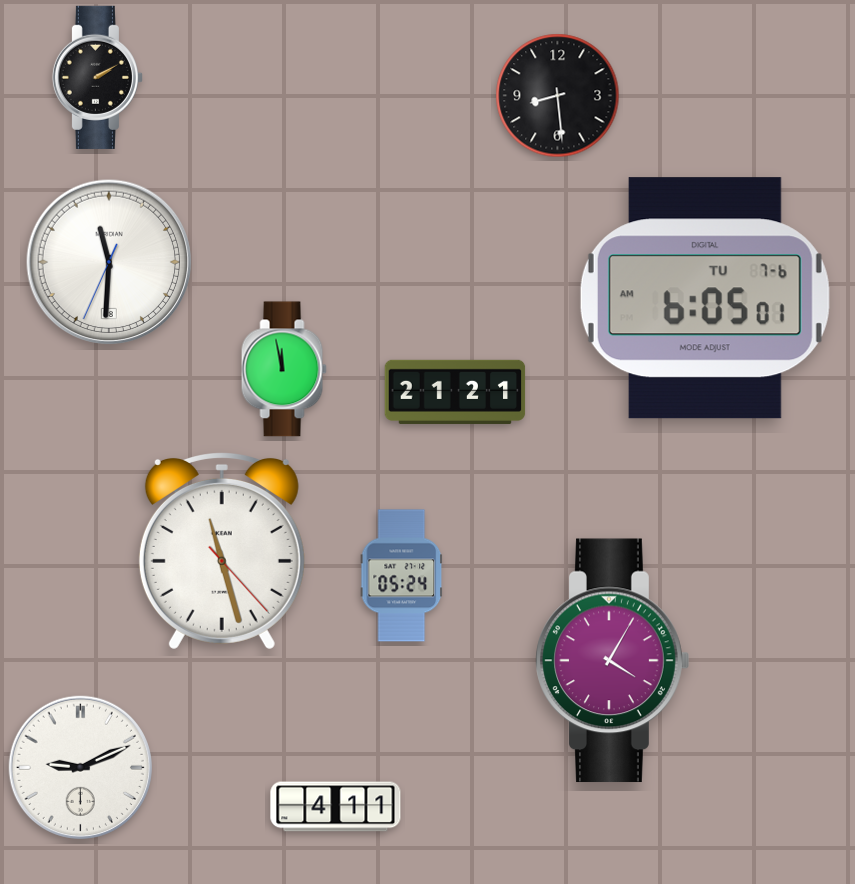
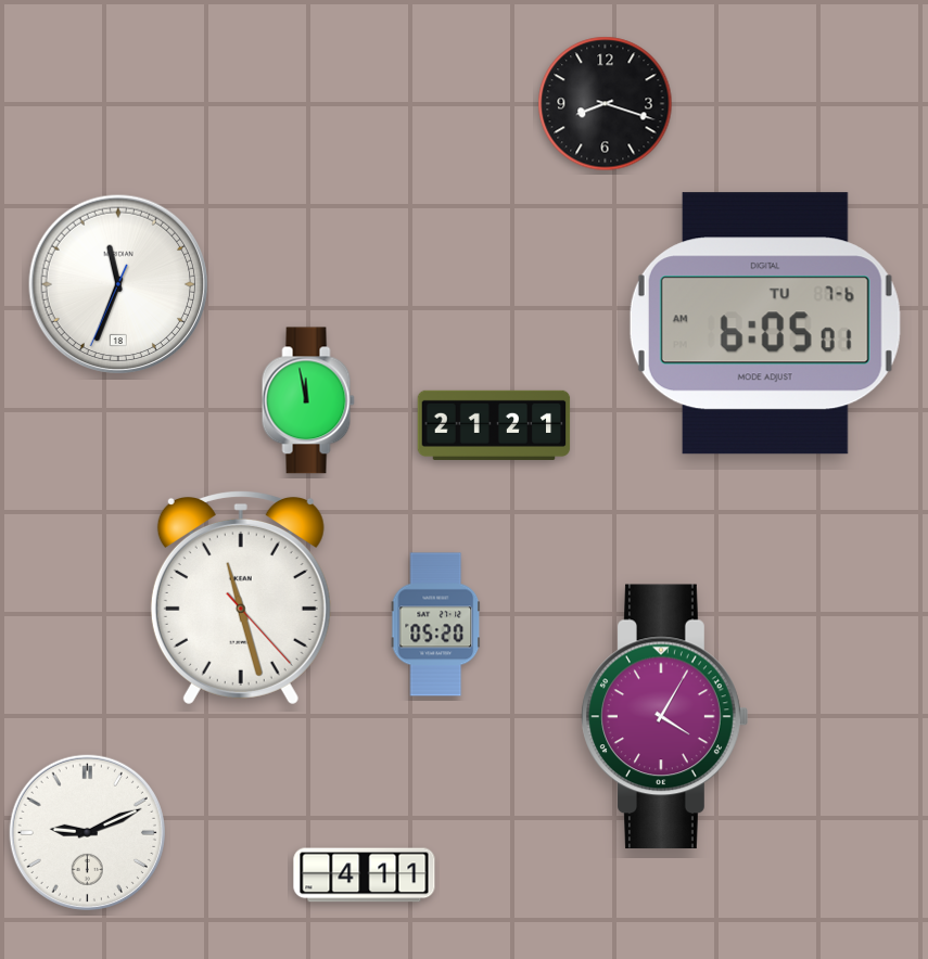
clock at (97, 77): 2:10 -> none
clock at (558, 96): 8:29 -> 8:18
clock at (109, 262): 11:30 -> 11:33
clock at (402, 576): 05:24 -> 05:20
